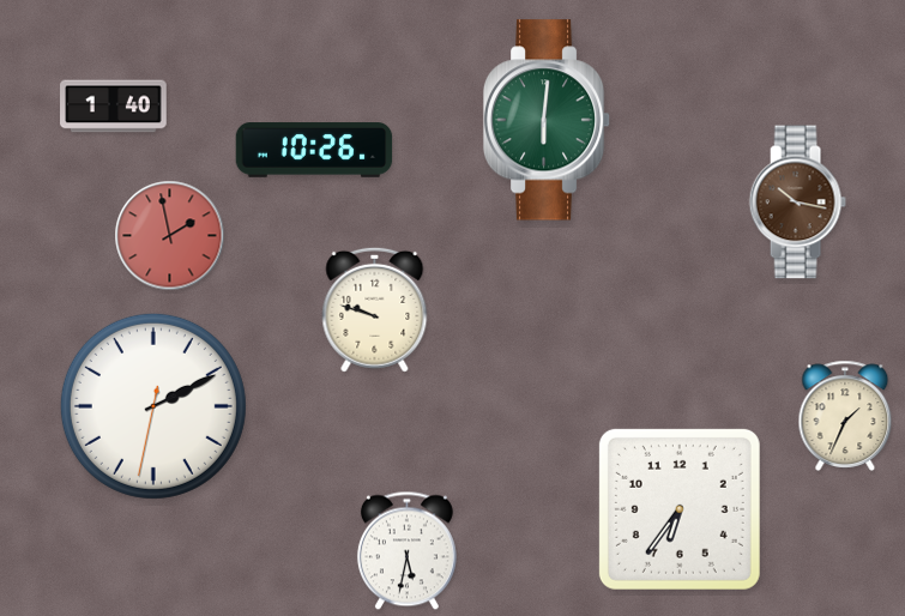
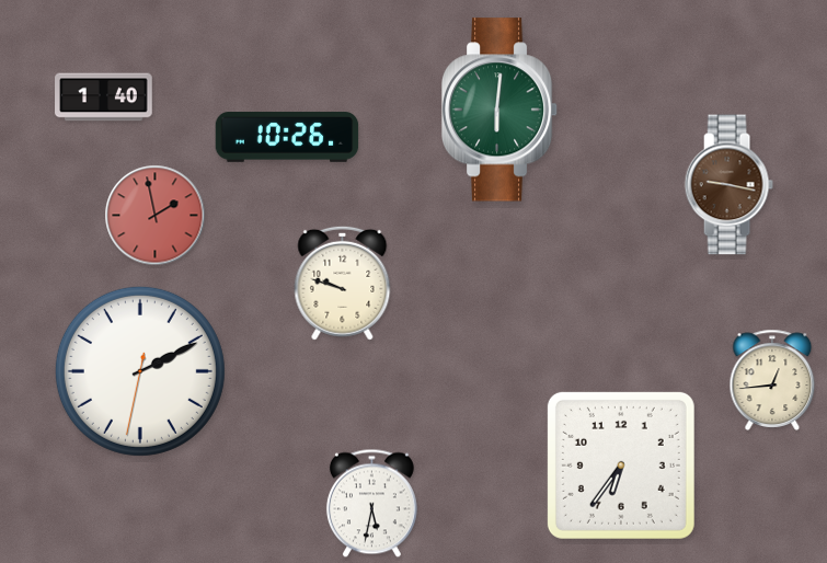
clock at (797, 203): 10:17 -> 9:17
clock at (845, 416): 1:34 -> 12:44
